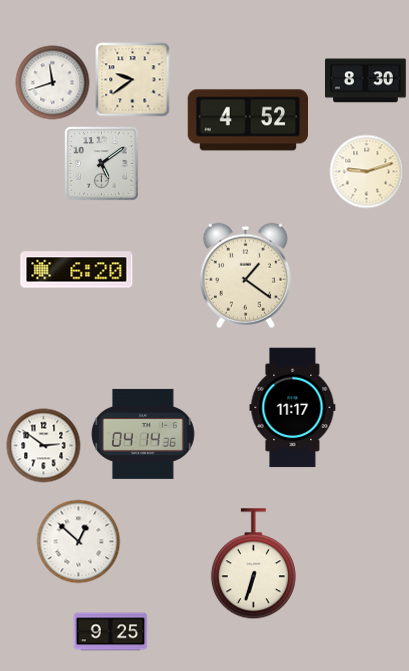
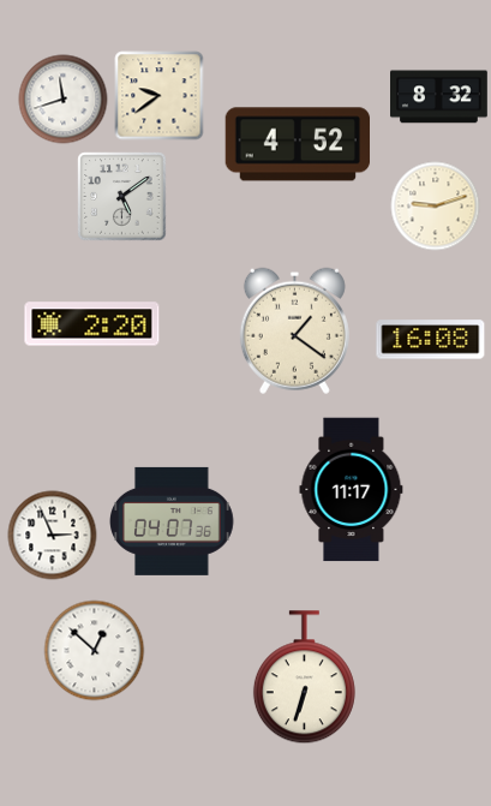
clock at (366, 81): 8:30 -> 8:32
clock at (367, 172) position: (367, 172) -> (436, 207)
clock at (77, 270): 6:20 -> 2:20
clock at (431, 340): none -> 16:08
clock at (144, 434): 04:14 -> 04:07
clock at (44, 446): 2:51 -> 2:56
clock at (111, 632): 9:25 -> none
